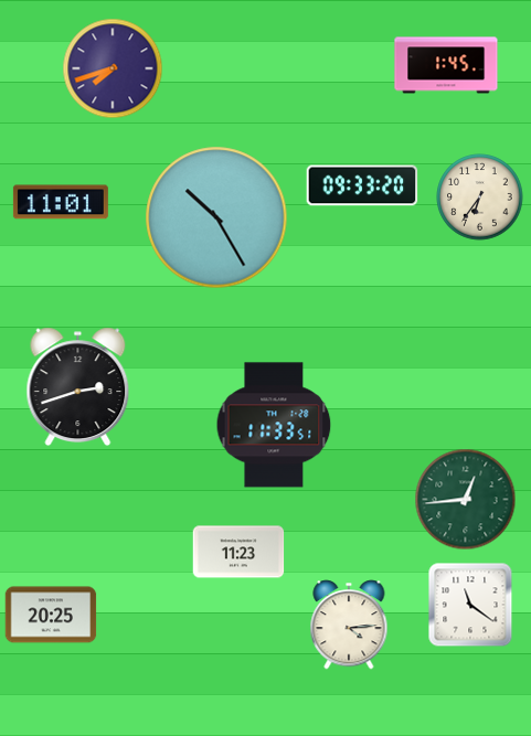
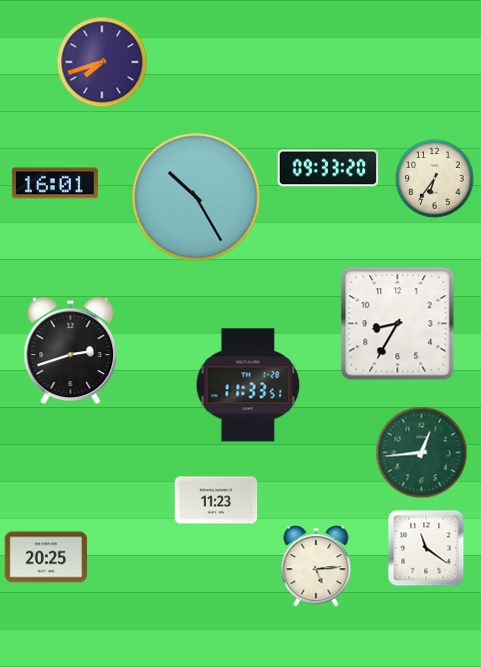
clock at (446, 65): 1:45 -> none
clock at (61, 202): 11:01 -> 16:01
clock at (398, 324): none -> 8:35
clock at (349, 625): 4:14 -> 5:14
